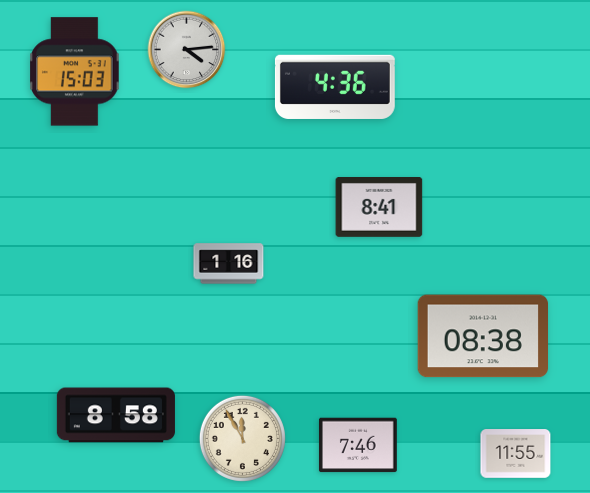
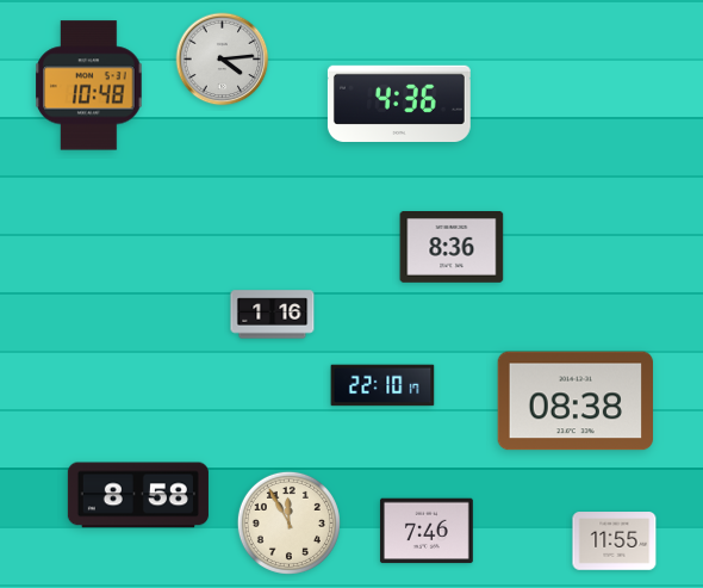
clock at (75, 72): 15:03 -> 10:48
clock at (379, 208): 8:41 -> 8:36
clock at (382, 385): none -> 22:10
